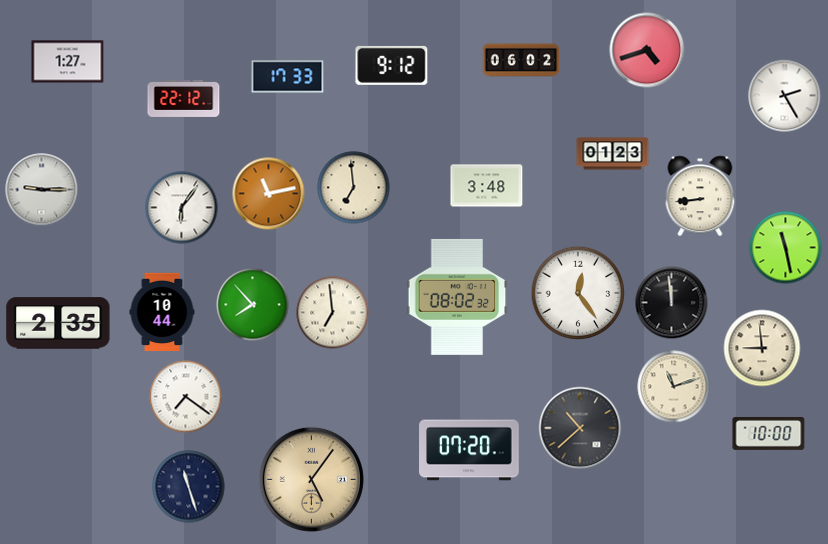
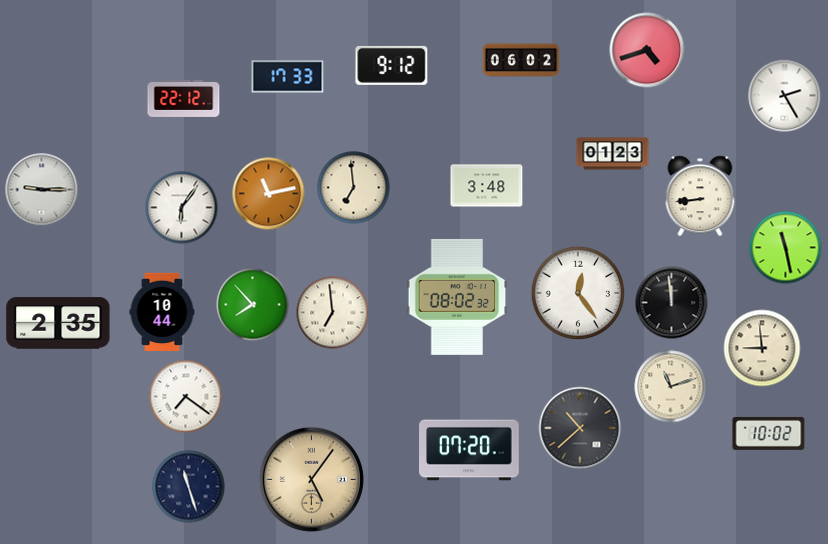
clock at (68, 62): 1:27 -> none
clock at (674, 387) position: (674, 387) -> (671, 387)
clock at (769, 433): 10:00 -> 10:02
